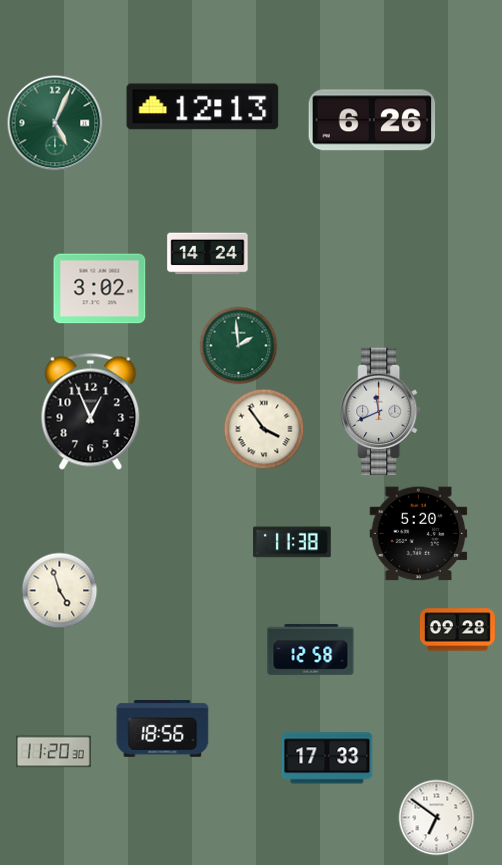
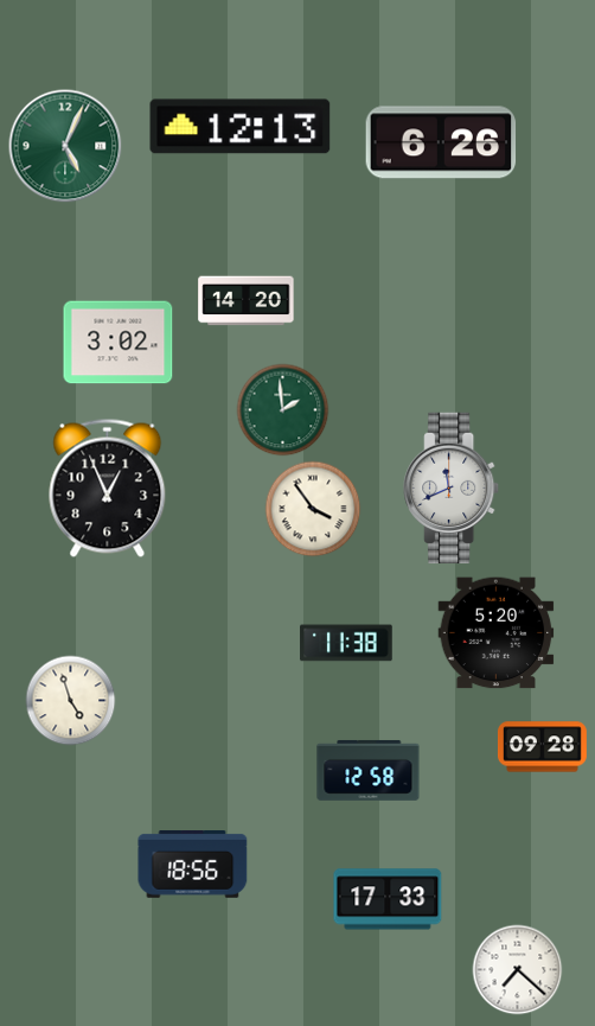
clock at (208, 254): 14:24 -> 14:20
clock at (53, 752): 11:20 -> none
clock at (437, 818): 6:51 -> 7:22
